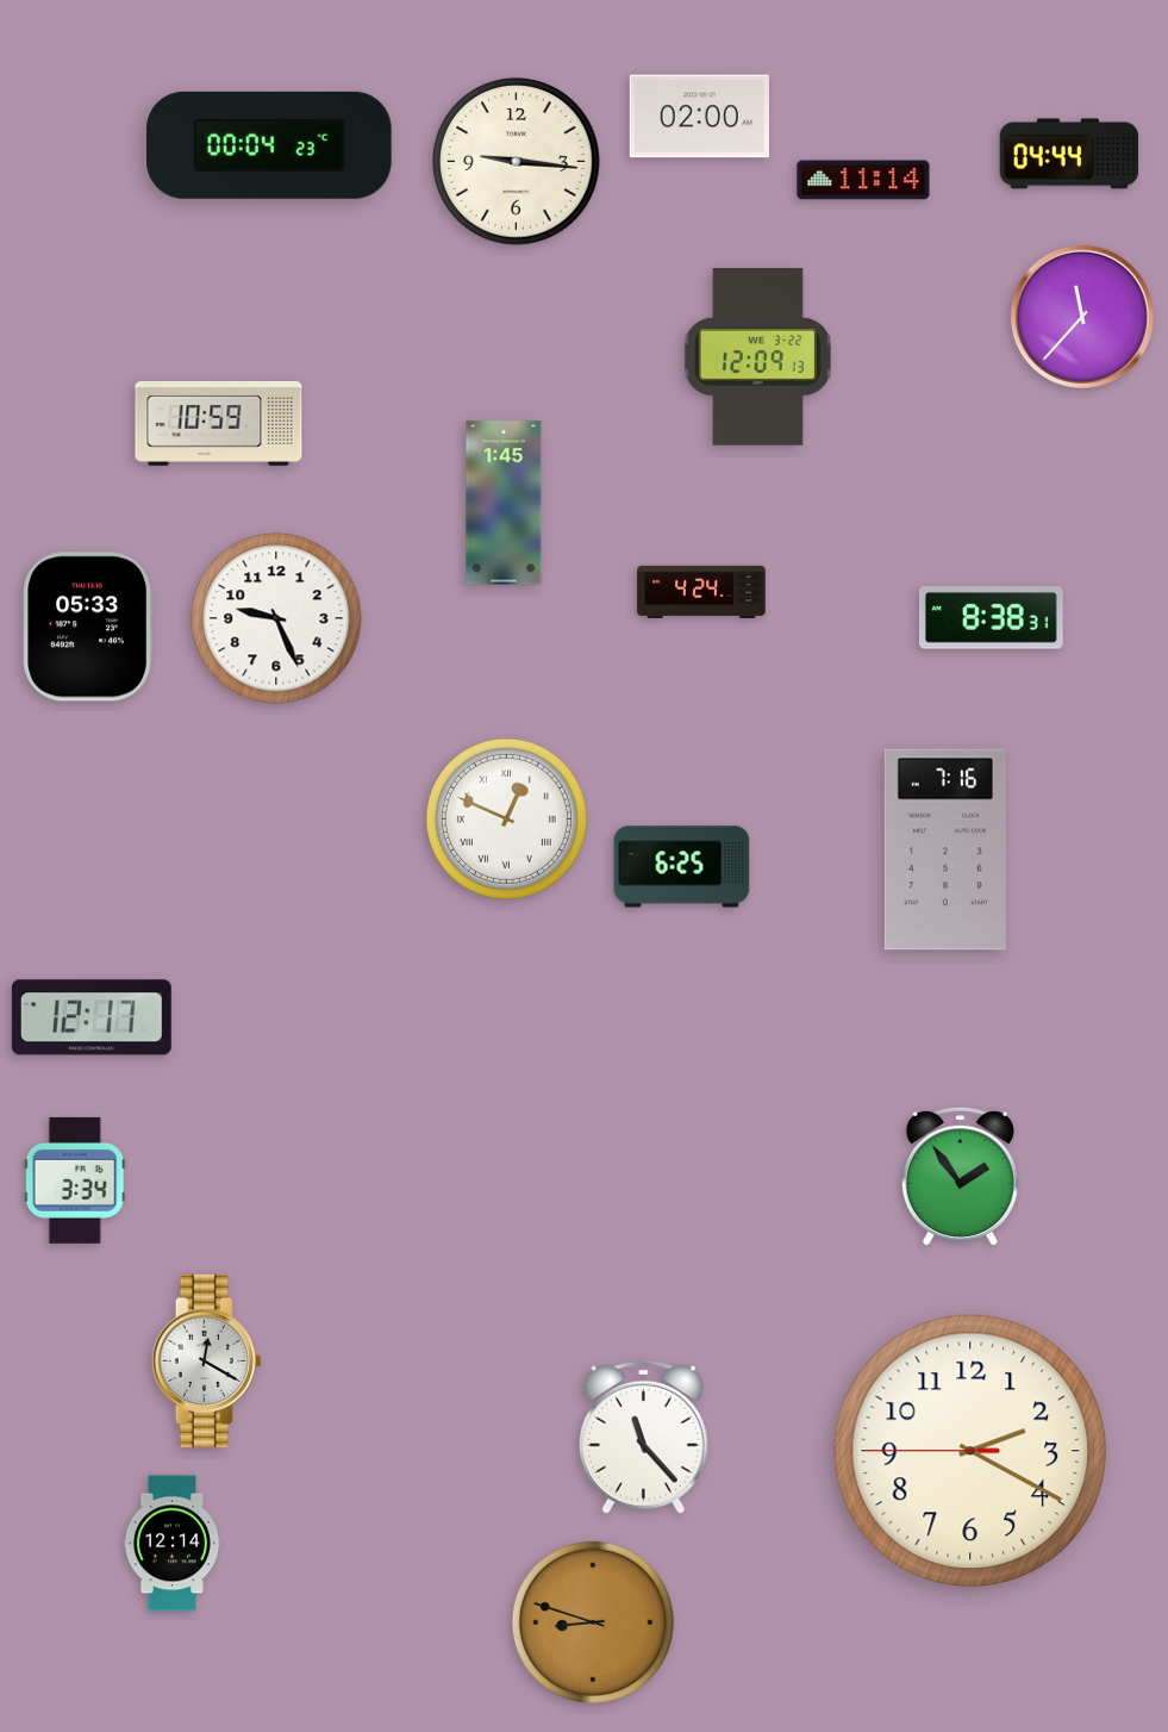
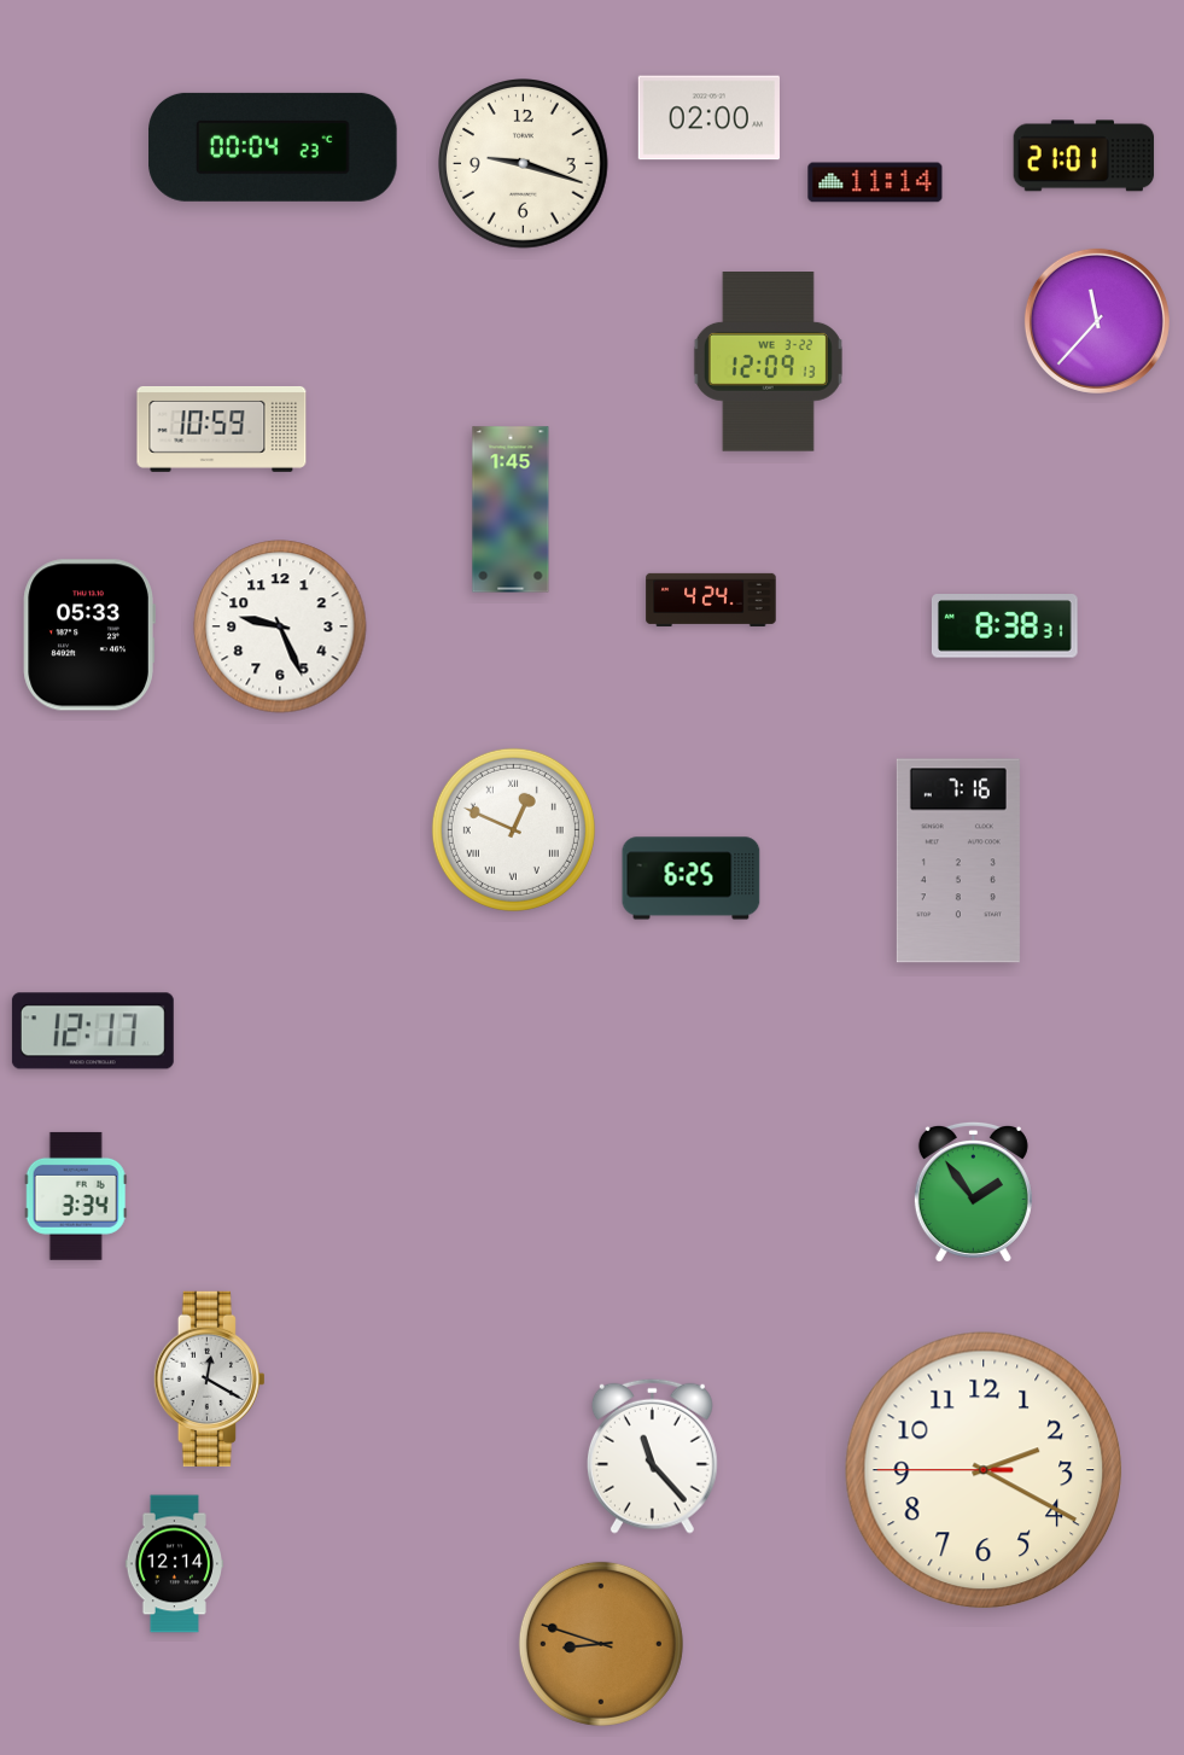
clock at (1069, 154): 04:44 -> 21:01
clock at (517, 162): 9:16 -> 9:18
